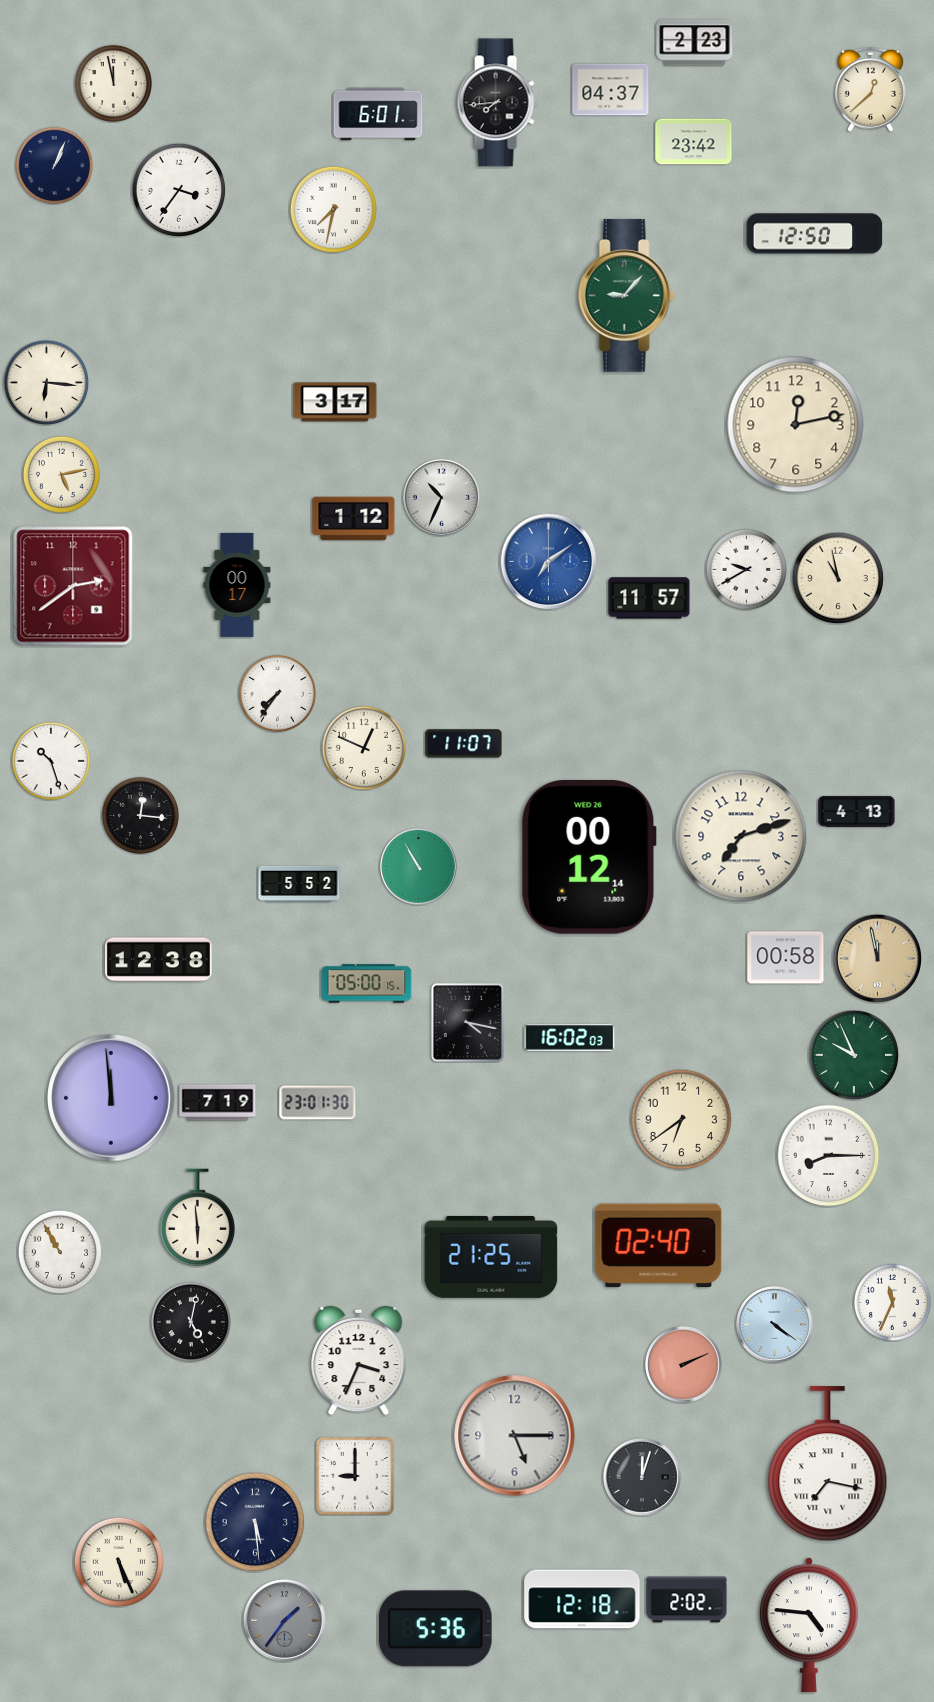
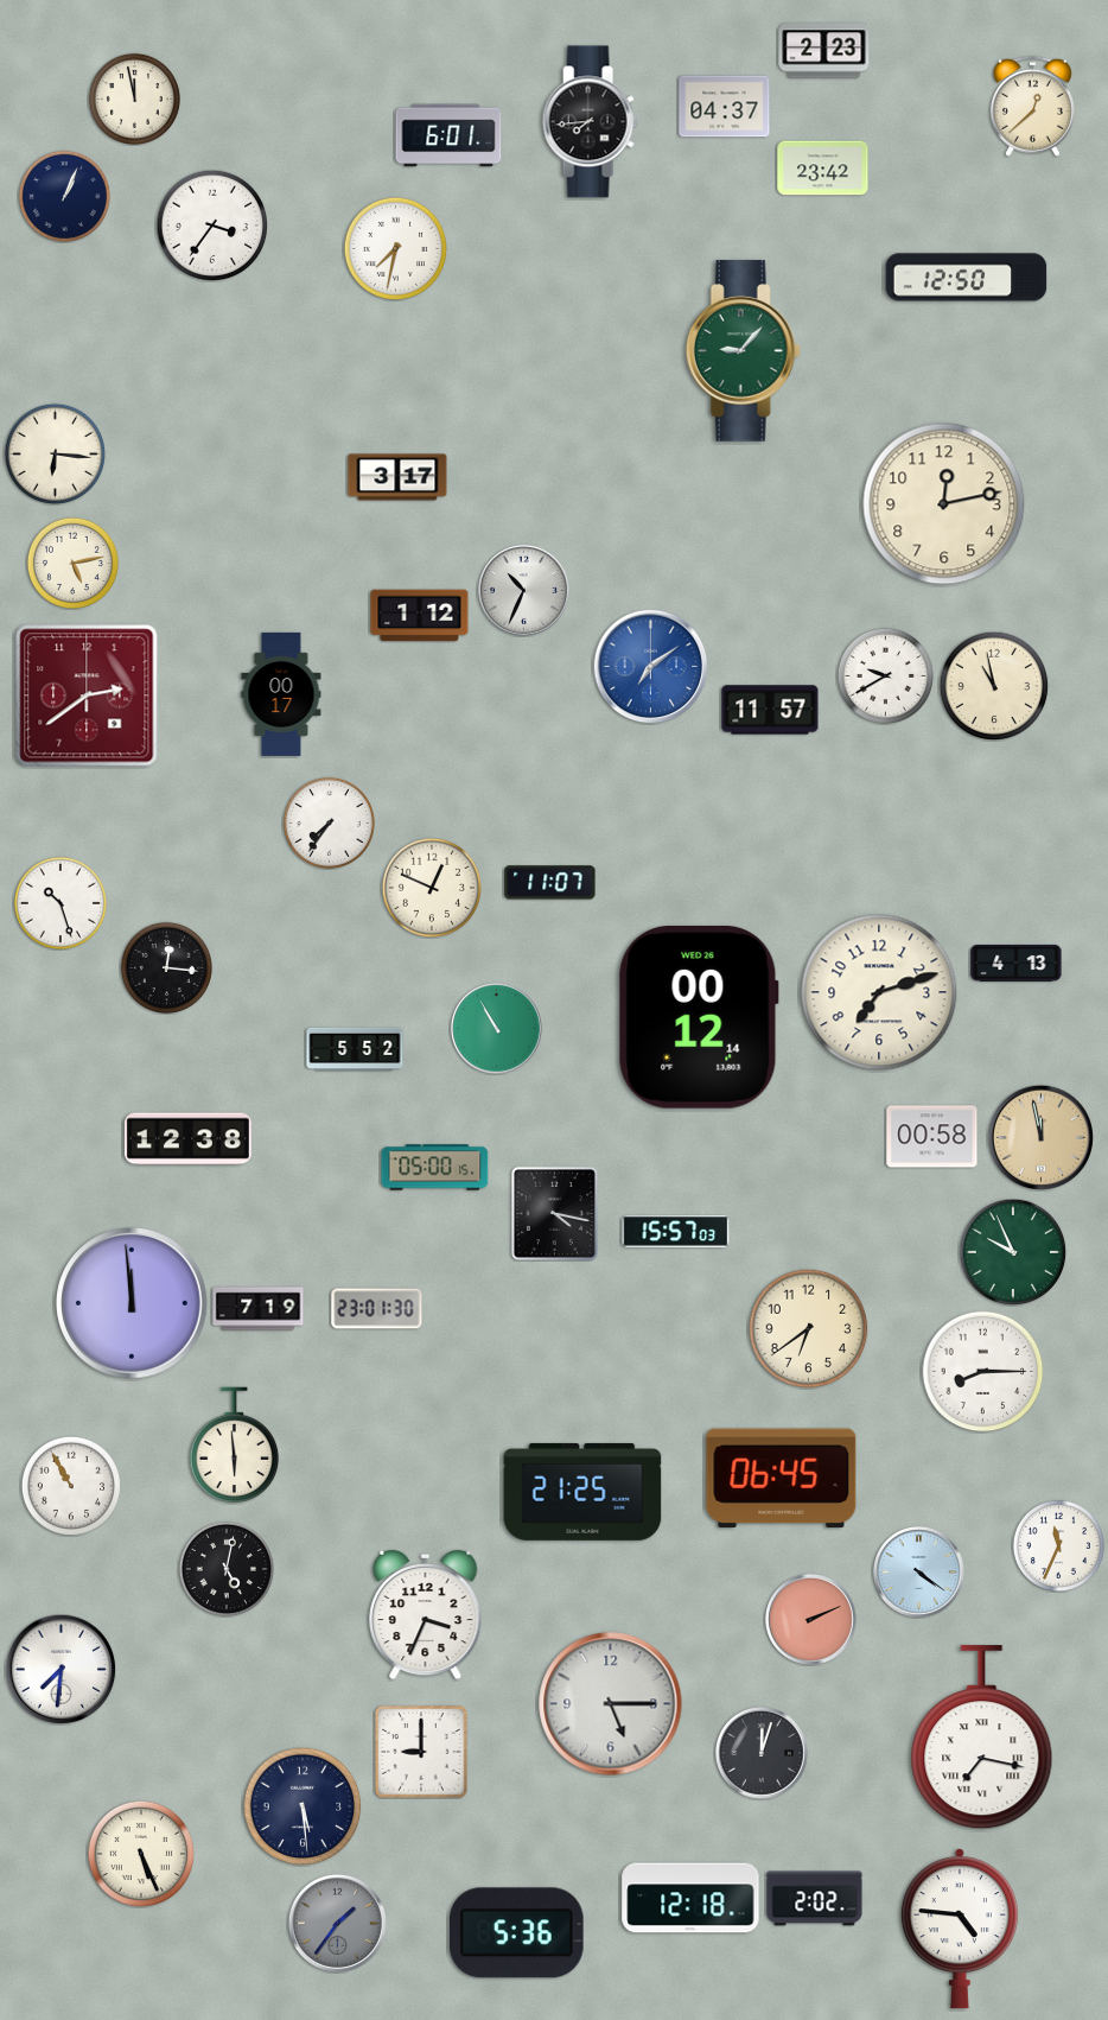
clock at (570, 1038): 16:02 -> 15:57
clock at (659, 1246): 02:40 -> 06:45
clock at (61, 1669): none -> 7:31
